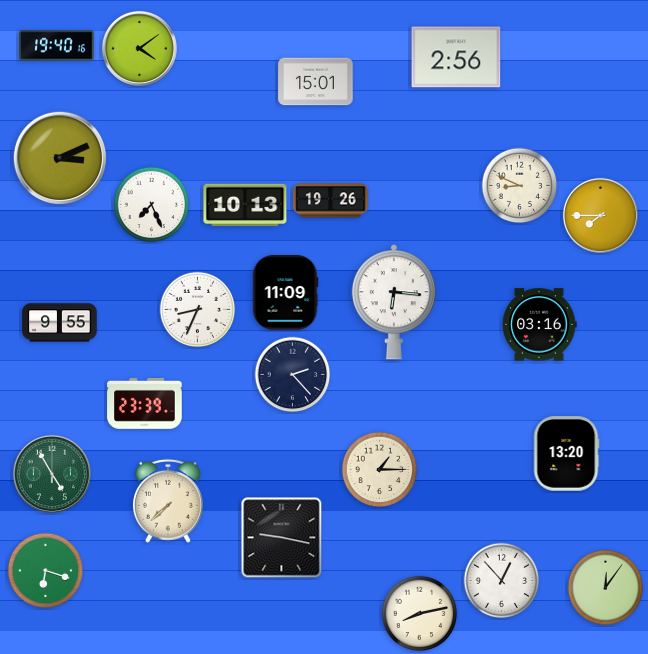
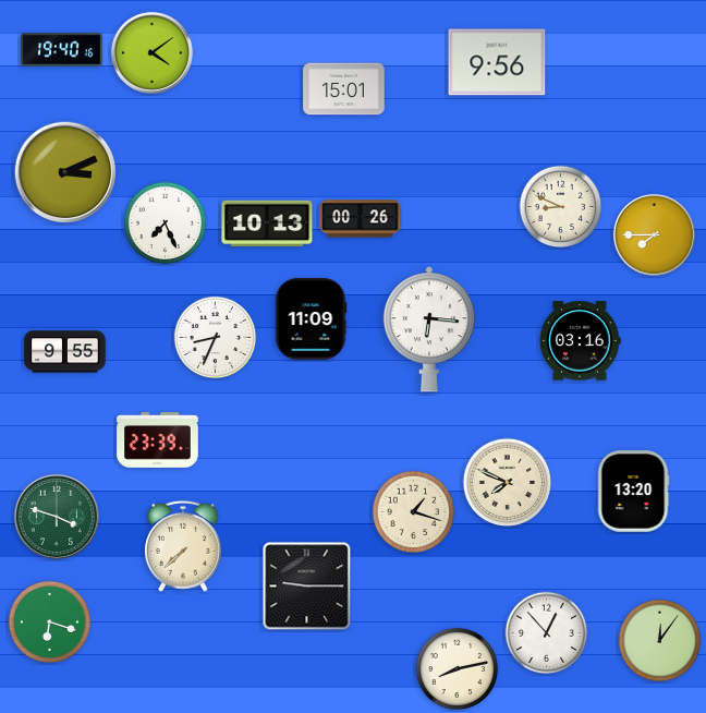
clock at (456, 57): 2:56 -> 9:56
clock at (520, 186) position: (520, 186) -> (561, 207)
clock at (331, 201): 19:26 -> 00:26
clock at (539, 325) position: (539, 325) -> (580, 341)
clock at (293, 375): 2:23 -> none
clock at (508, 483): none -> 7:49
clock at (566, 454) position: (566, 454) -> (633, 492)
clock at (380, 470): 1:15 -> 1:18
clock at (52, 474): 4:55 -> 3:48
clock at (282, 538): 9:17 -> 9:15
